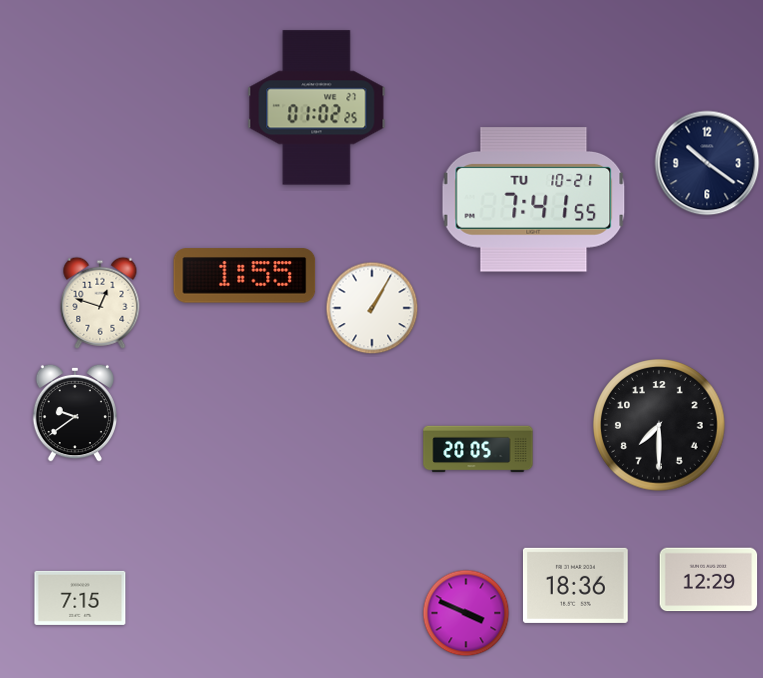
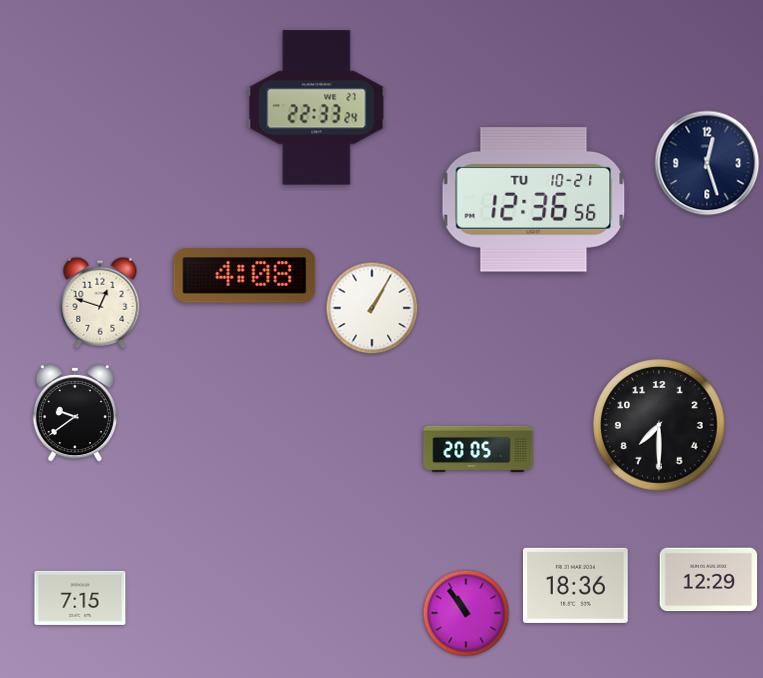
clock at (317, 108): 01:02 -> 22:33
clock at (707, 163): 10:21 -> 12:27
clock at (534, 200): 7:41 -> 12:36
clock at (245, 276): 1:55 -> 4:08
clock at (466, 613): 3:49 -> 10:54
